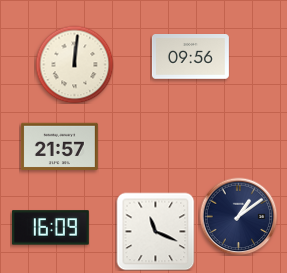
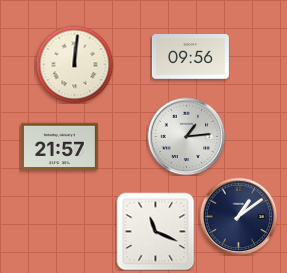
clock at (186, 136): none -> 1:14
clock at (50, 228): 16:09 -> none
